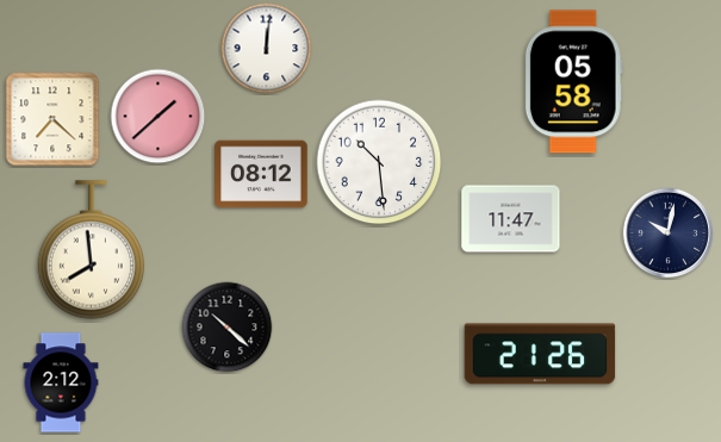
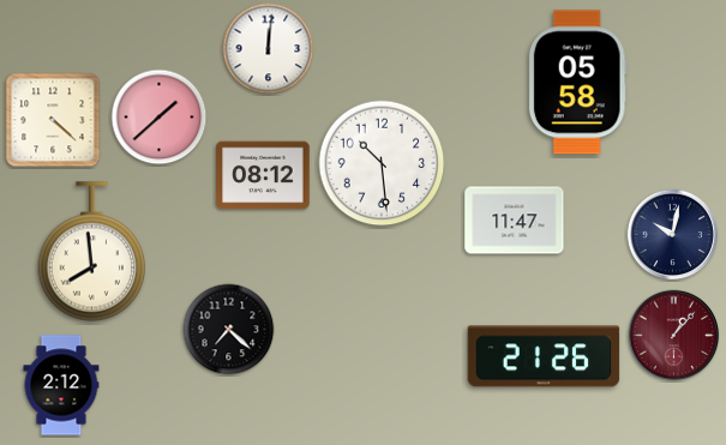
clock at (52, 119): 7:22 -> 4:22
clock at (228, 328): 10:22 -> 7:22
clock at (674, 336): none -> 1:07
